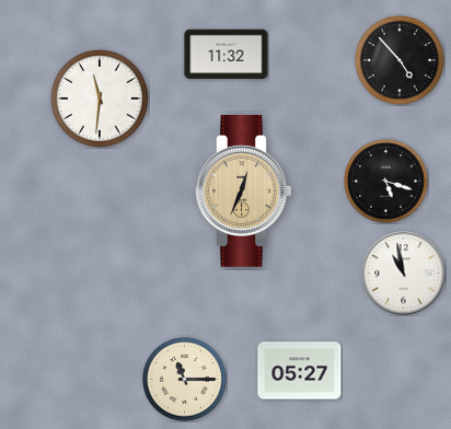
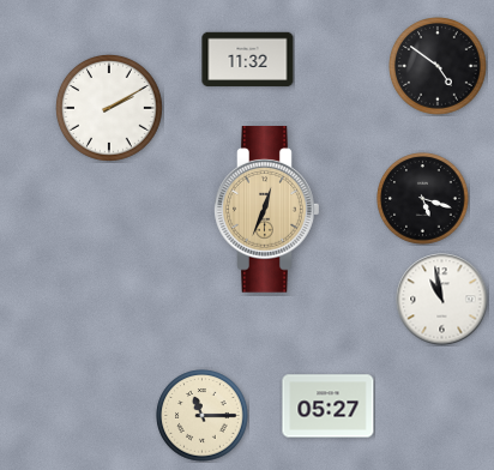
clock at (400, 60): 4:53 -> 4:51
clock at (100, 98): 11:31 -> 2:10
